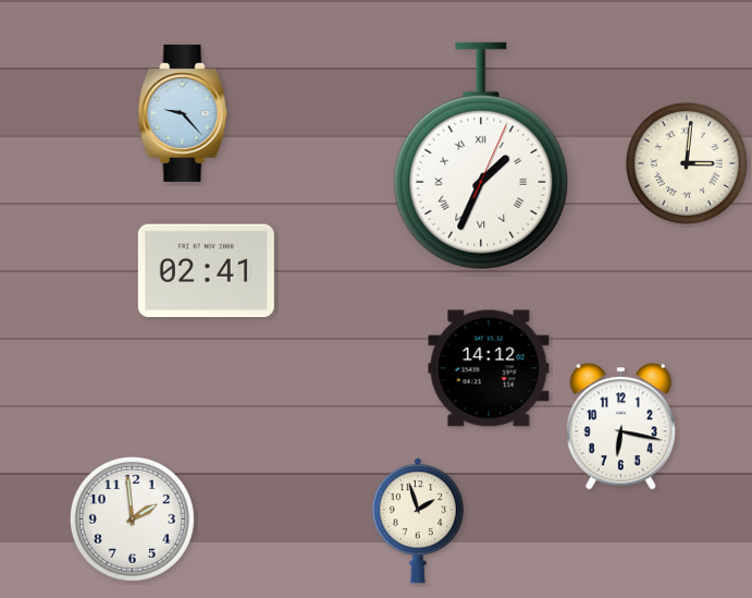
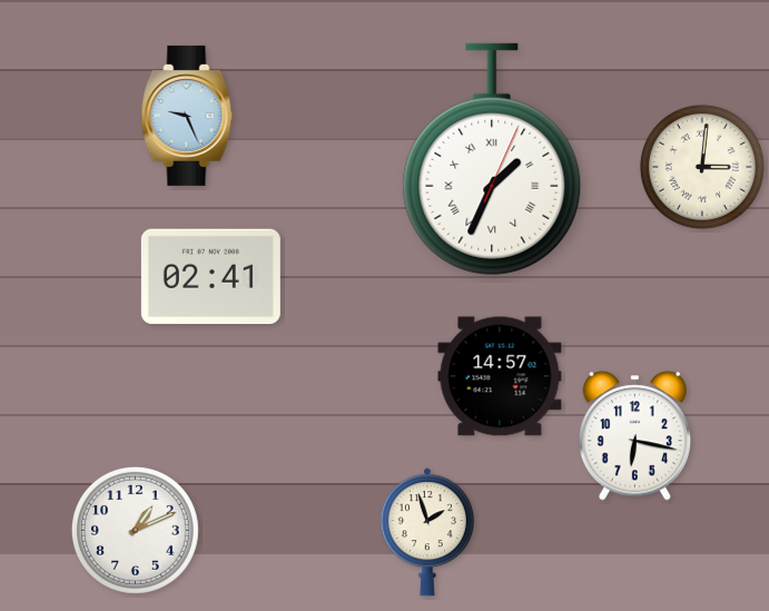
clock at (183, 113): 9:23 -> 9:26
clock at (489, 368): 14:12 -> 14:57
clock at (132, 518): 1:59 -> 1:11
